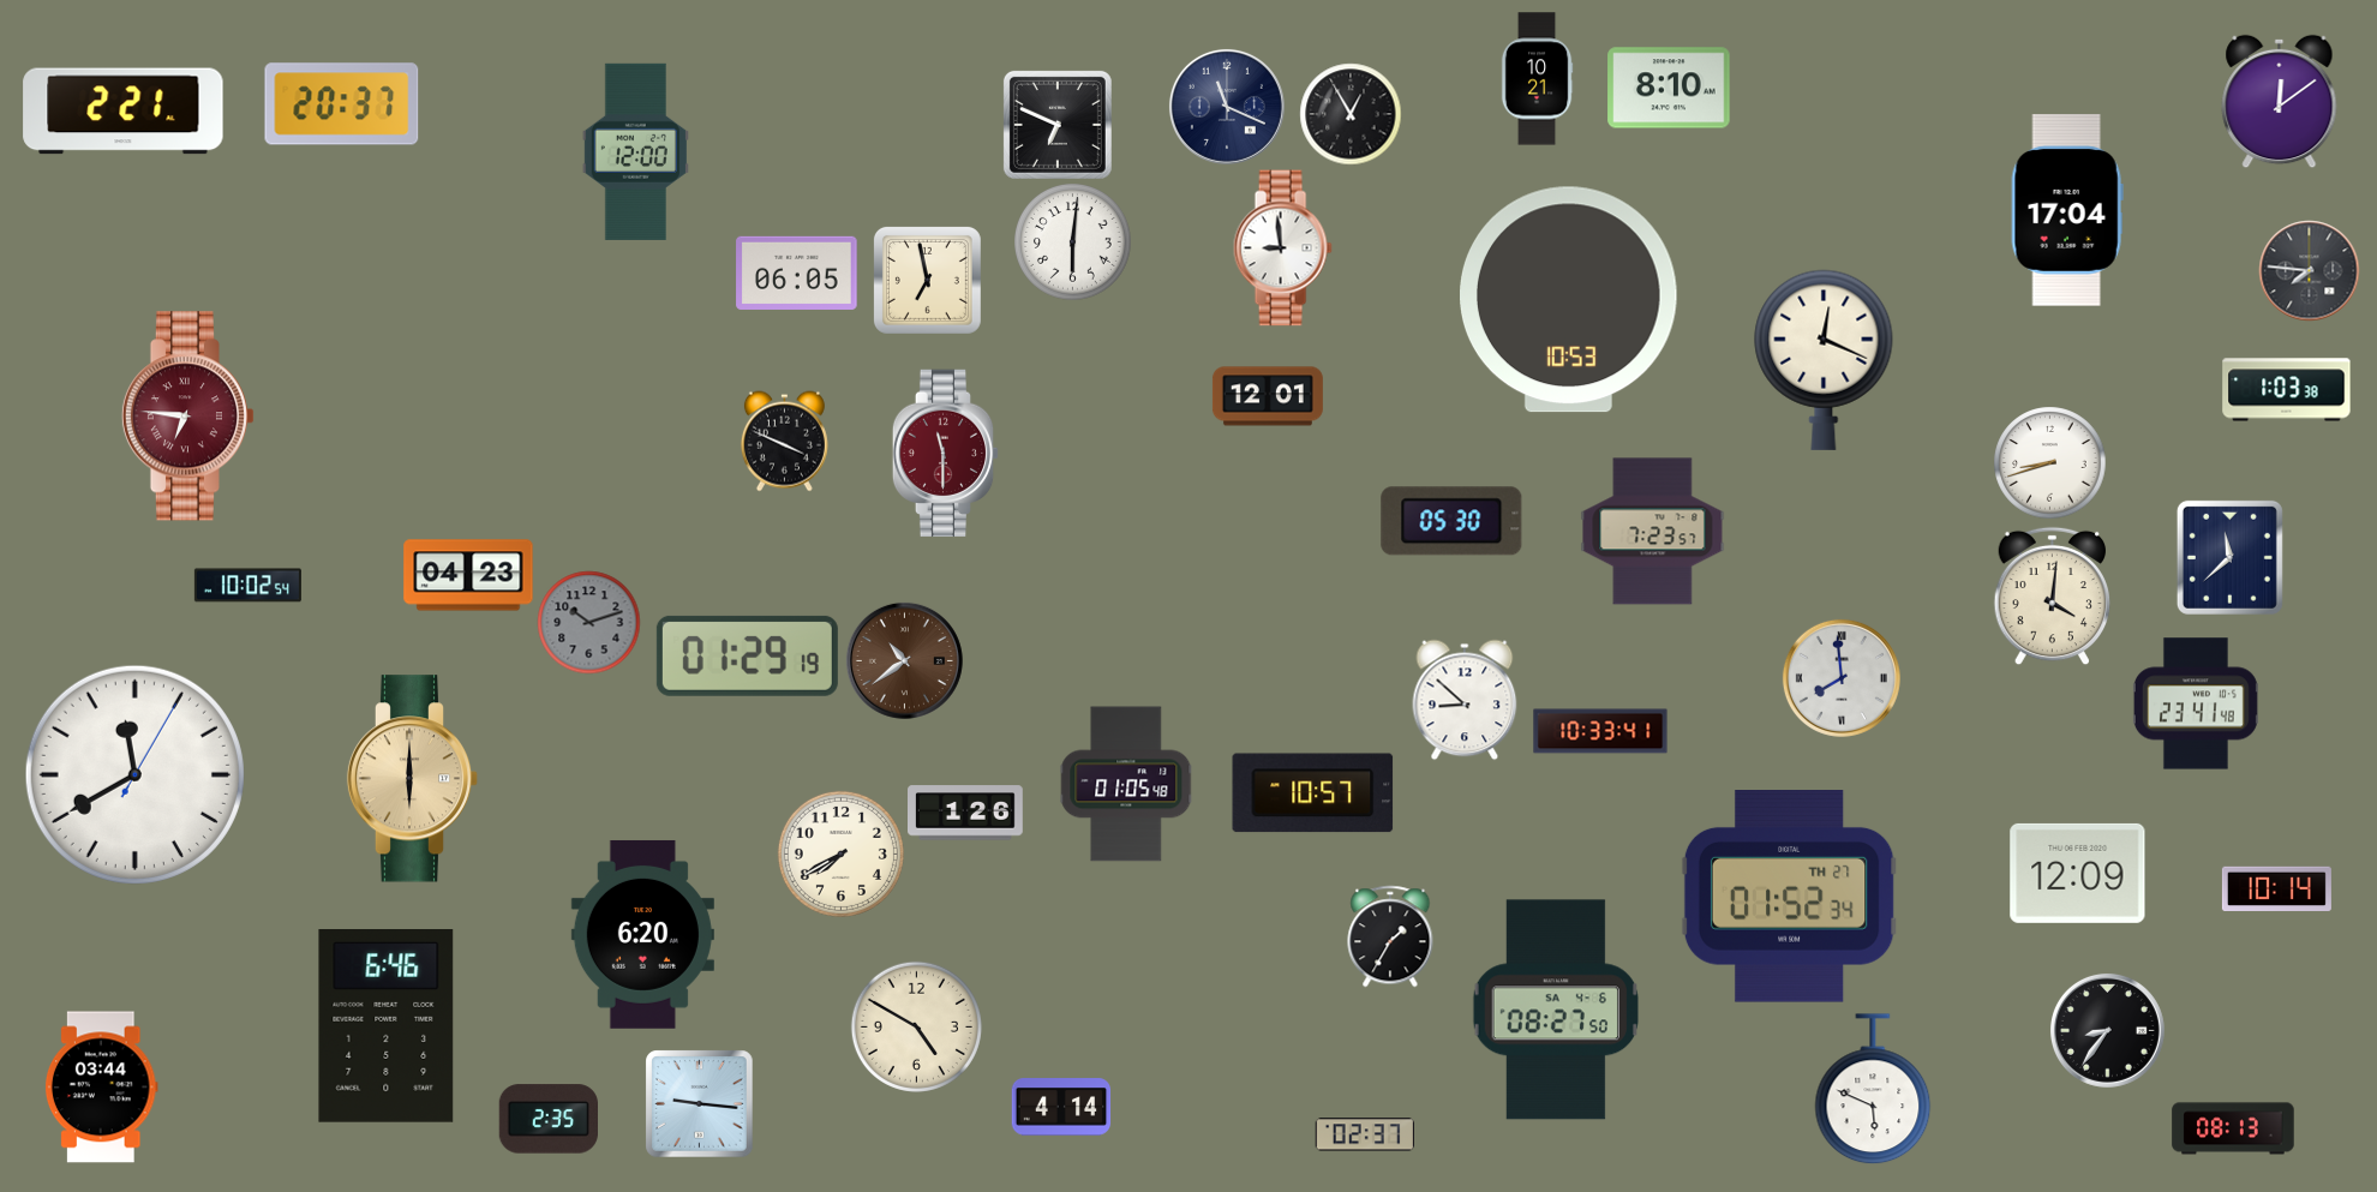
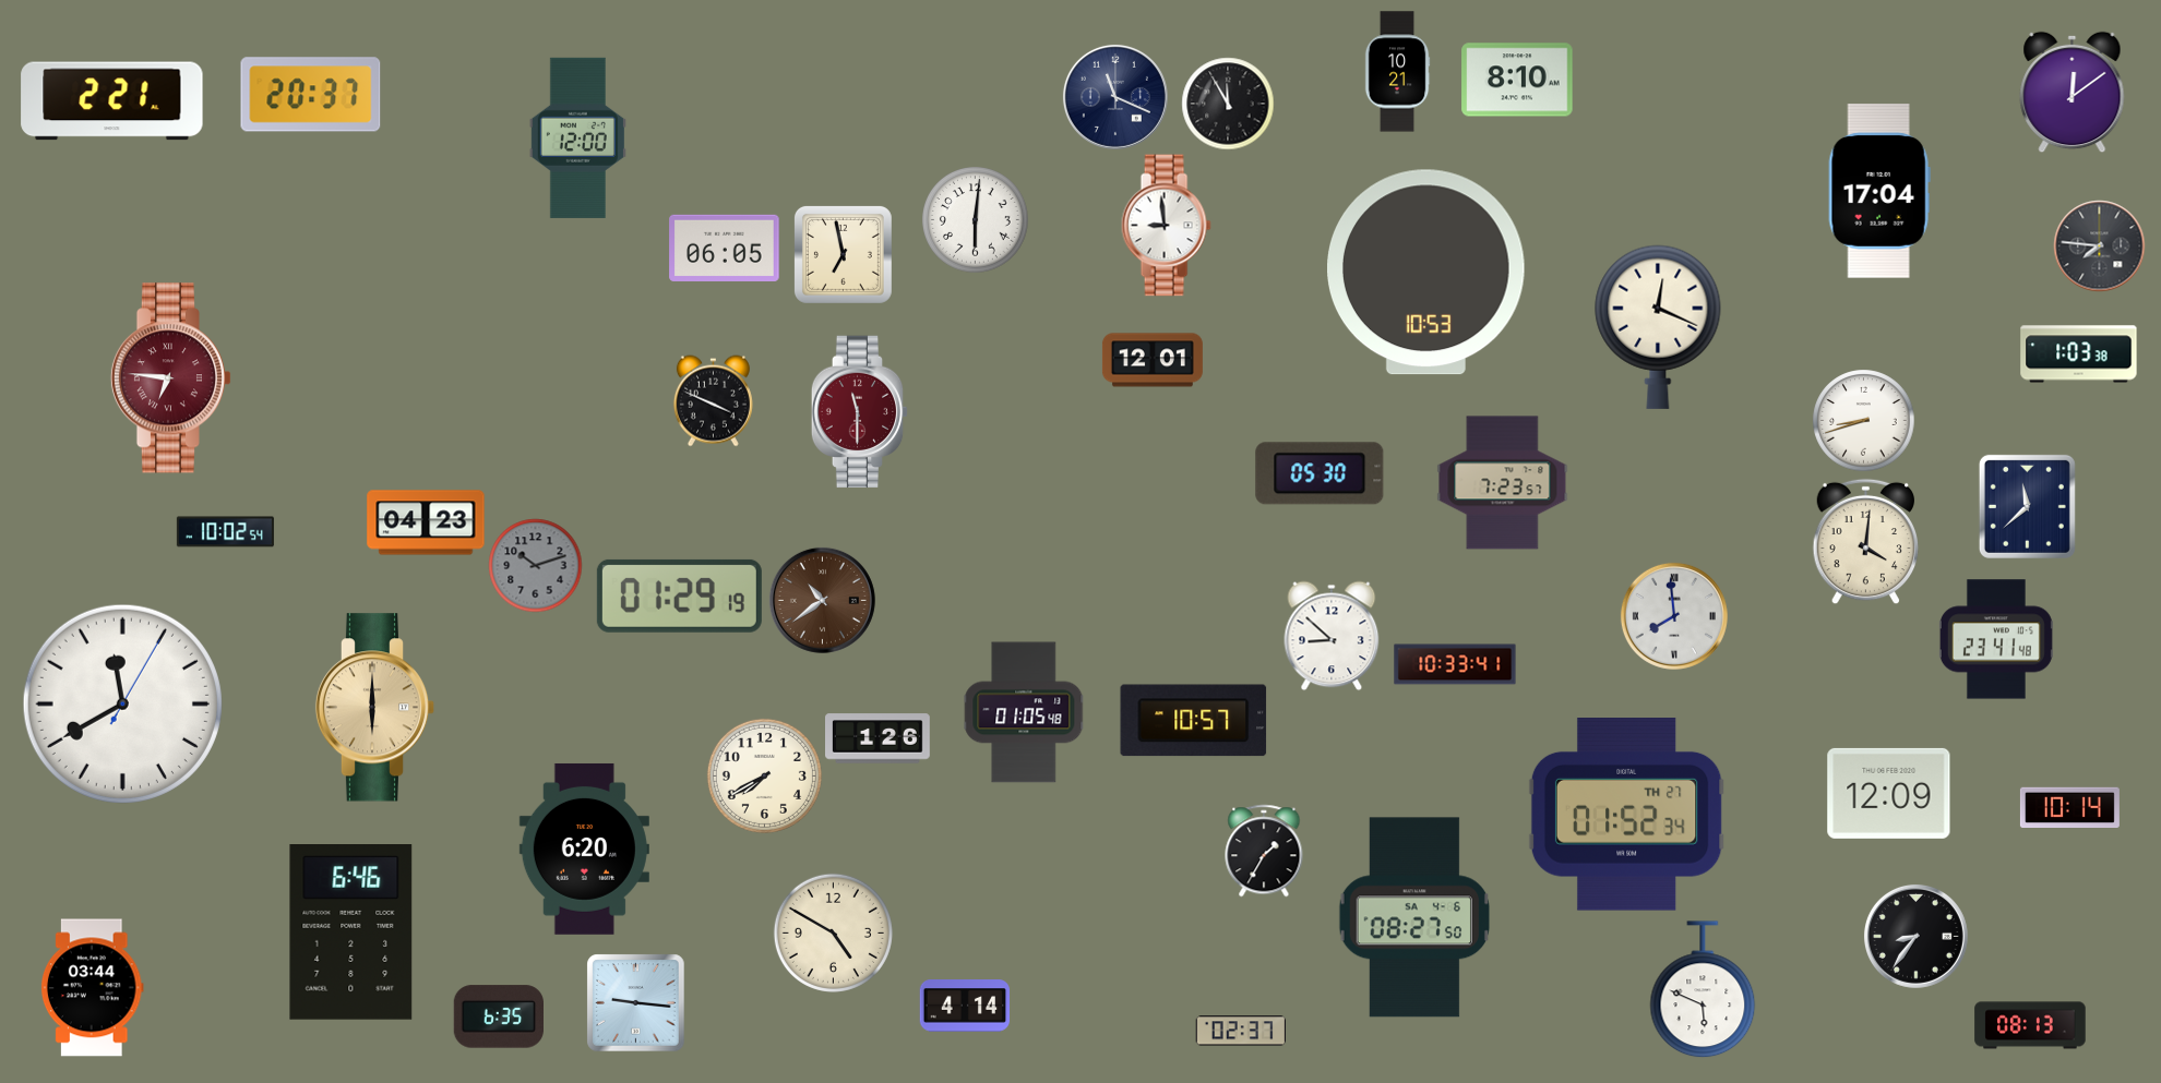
clock at (1351, 114): 12:55 -> 11:55
clock at (1058, 125): 6:49 -> none
clock at (547, 1119): 2:35 -> 6:35
